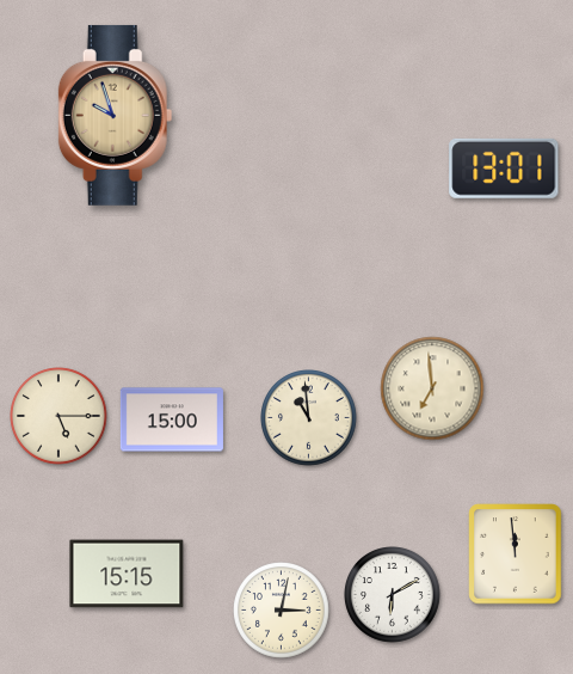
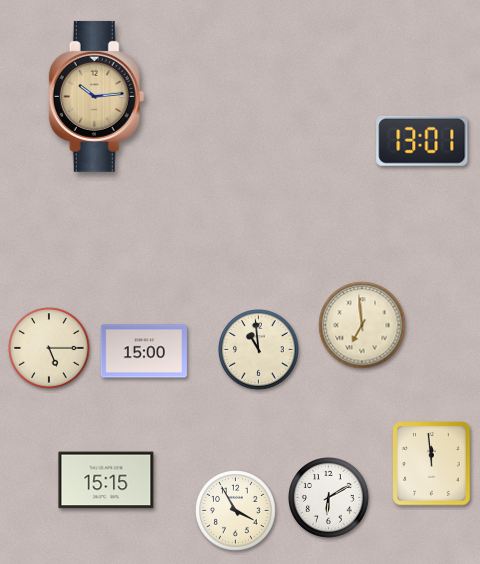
clock at (116, 115): 9:57 -> 10:14
clock at (282, 611): 3:02 -> 3:55
